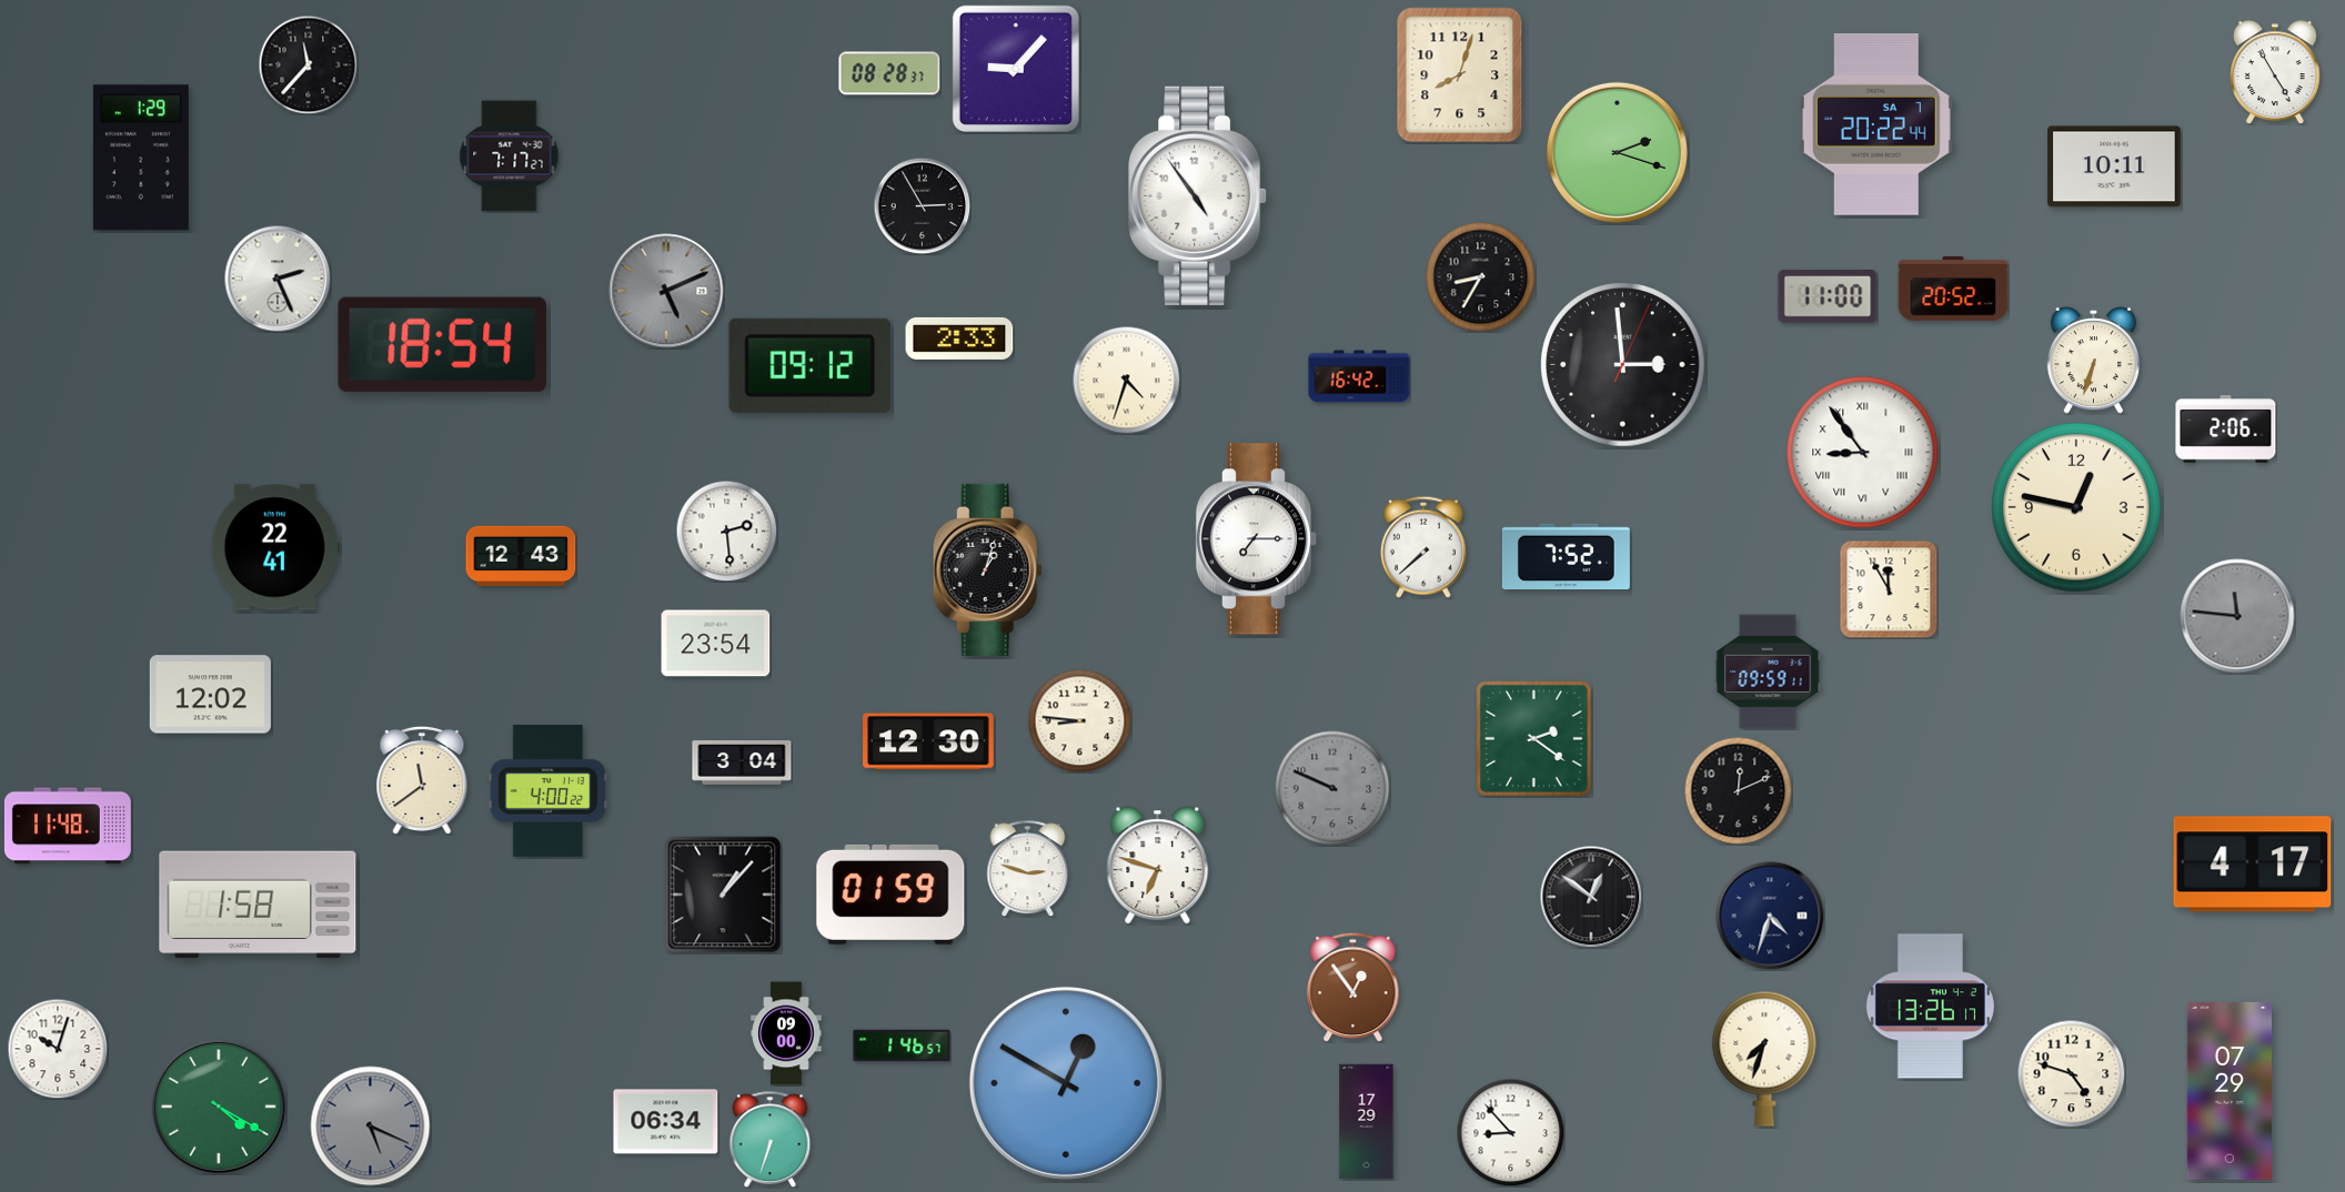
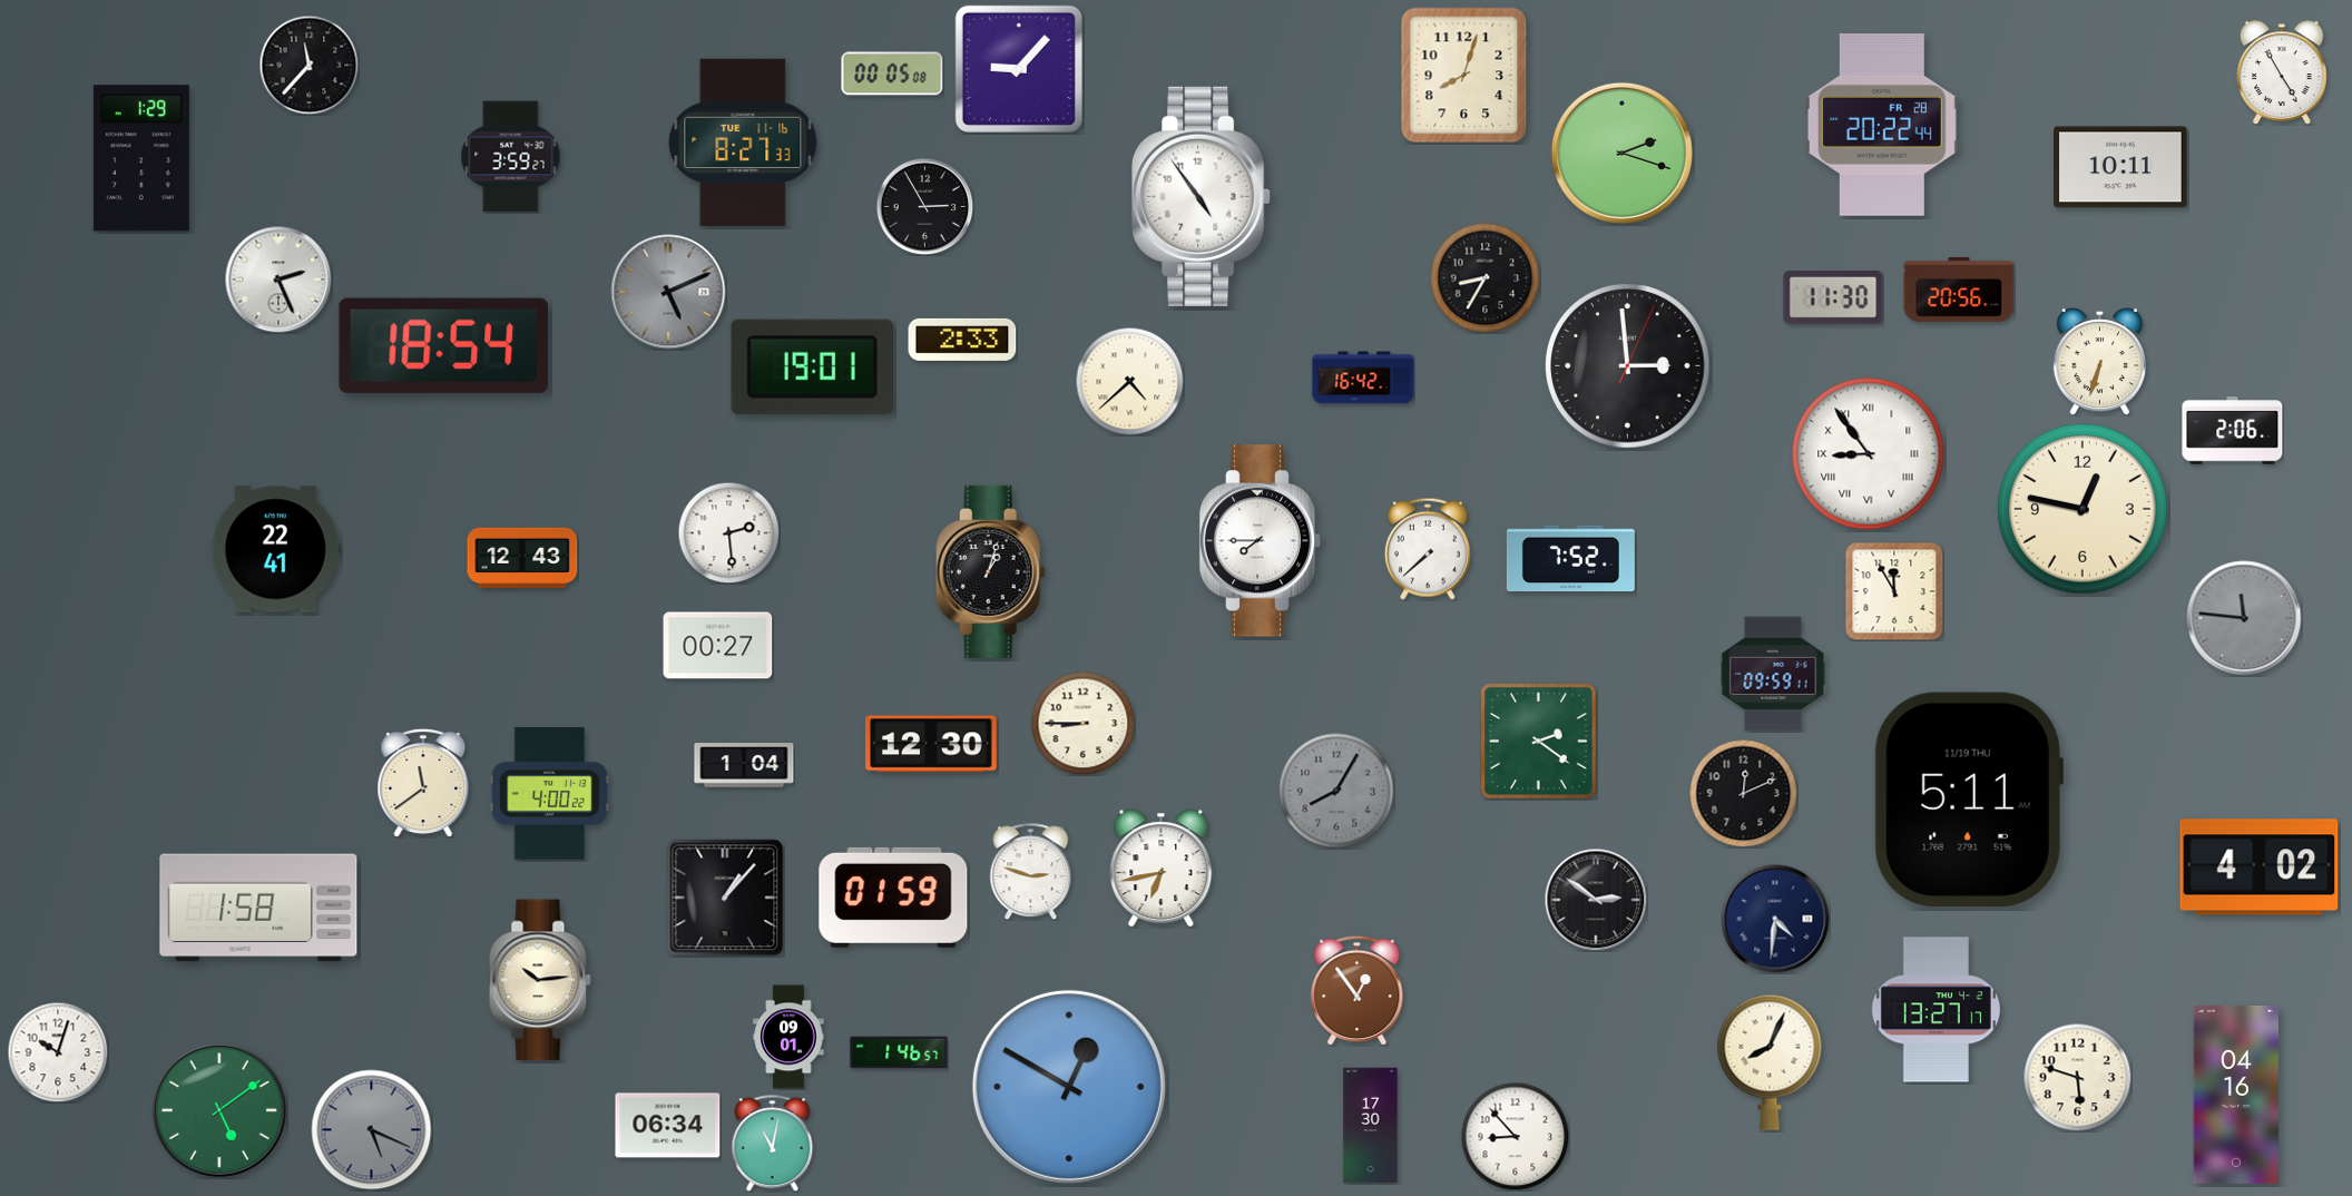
clock at (889, 73): 08:28 -> 00:05
clock at (1876, 125) date: SA 7 -> FR 28
clock at (743, 141): none -> 8:27
clock at (510, 156): 7:17 -> 3:59
clock at (1953, 289): 20:52 -> 20:56
clock at (1828, 296): 11:00 -> 11:30
clock at (809, 365): 09:12 -> 19:01
clock at (1126, 380): 4:33 -> 4:38
clock at (1257, 539): 7:15 -> 7:45
clock at (716, 644): 23:54 -> 00:27
clock at (210, 695): 12:02 -> none
clock at (1079, 720): 8:46 -> 8:45
clock at (742, 762): 3:04 -> 1:04
clock at (1332, 788): 9:49 -> 8:05
clock at (1969, 800): none -> 5:11
clock at (68, 826): 11:48 -> none
clock at (2253, 865): 4:17 -> 4:02
clock at (1158, 866): 6:48 -> 6:43
clock at (1591, 897): 12:51 -> 2:51
clock at (1770, 916): 4:33 -> 4:31
clock at (540, 980): none -> 10:14
clock at (1930, 1007): 13:26 -> 13:27
clock at (786, 1033): 09:00 -> 09:01
clock at (902, 1045) position: (902, 1045) -> (899, 1052)
clock at (1764, 1059): 7:33 -> 8:04
clock at (2071, 1073): 4:48 -> 5:48
clock at (2228, 1091): 07:29 -> 04:16
clock at (219, 1107): 4:20 -> 5:09
clock at (1367, 1122): 17:29 -> 17:30
clock at (771, 1139): 6:33 -> 11:02
